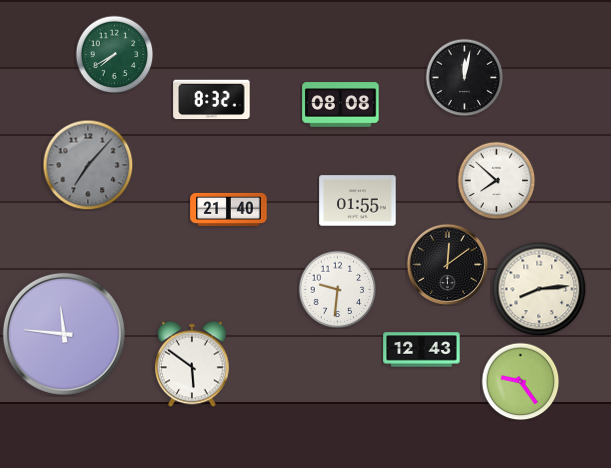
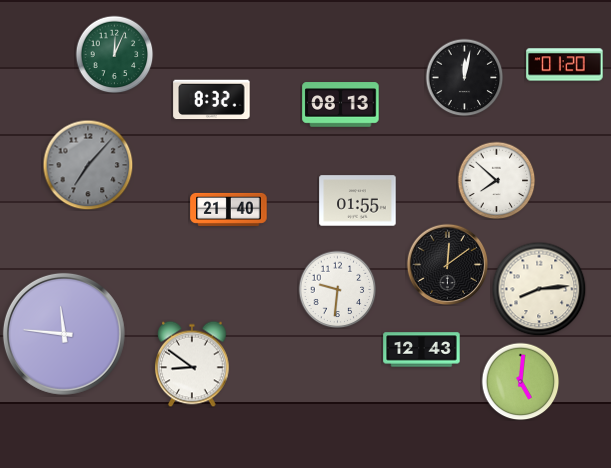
clock at (114, 54): 7:40 -> 12:04
clock at (565, 65): none -> 01:20
clock at (341, 105): 08:08 -> 08:13
clock at (192, 364): 5:51 -> 8:51
clock at (520, 381): 9:24 -> 5:01
